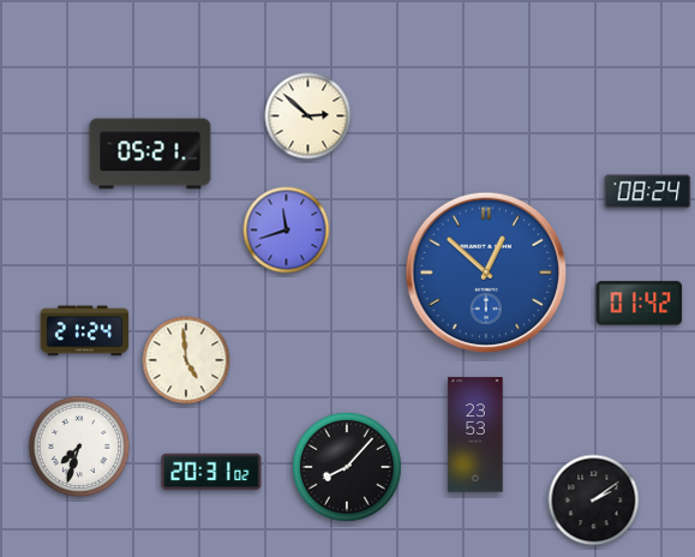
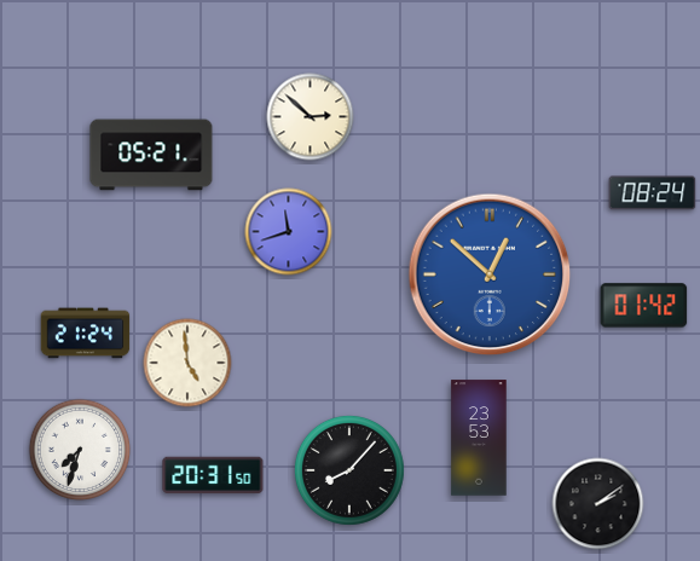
clock at (211, 472): 20:31:02 -> 20:31:50
